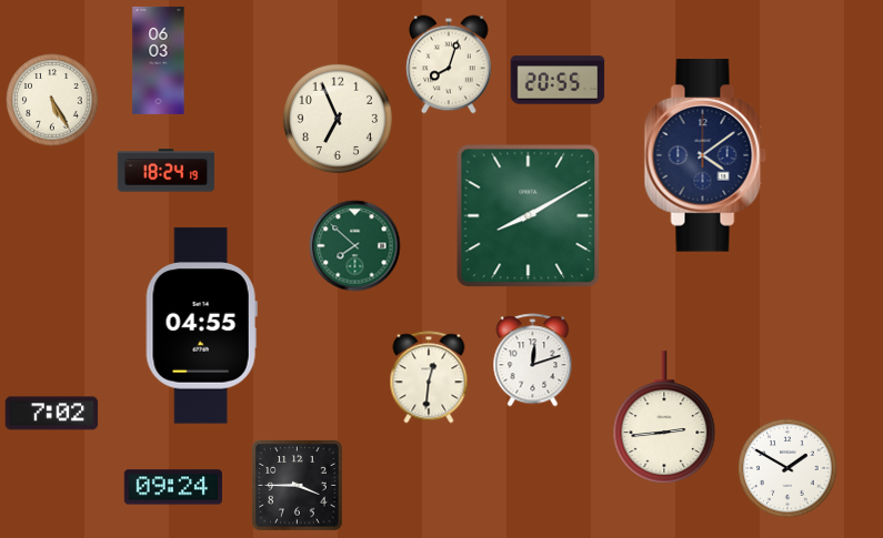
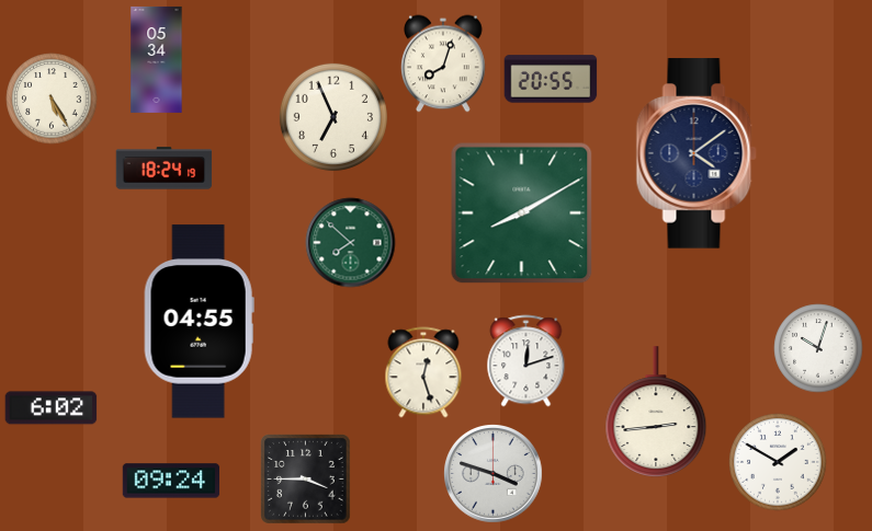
clock at (159, 60): 06:03 -> 05:34
clock at (818, 348): none -> 10:03
clock at (533, 359) position: (533, 359) -> (526, 360)
clock at (429, 377): 12:31 -> 12:27
clock at (51, 414): 7:02 -> 6:02
clock at (494, 474): none -> 3:48
clock at (297, 485) position: (297, 485) -> (305, 478)
